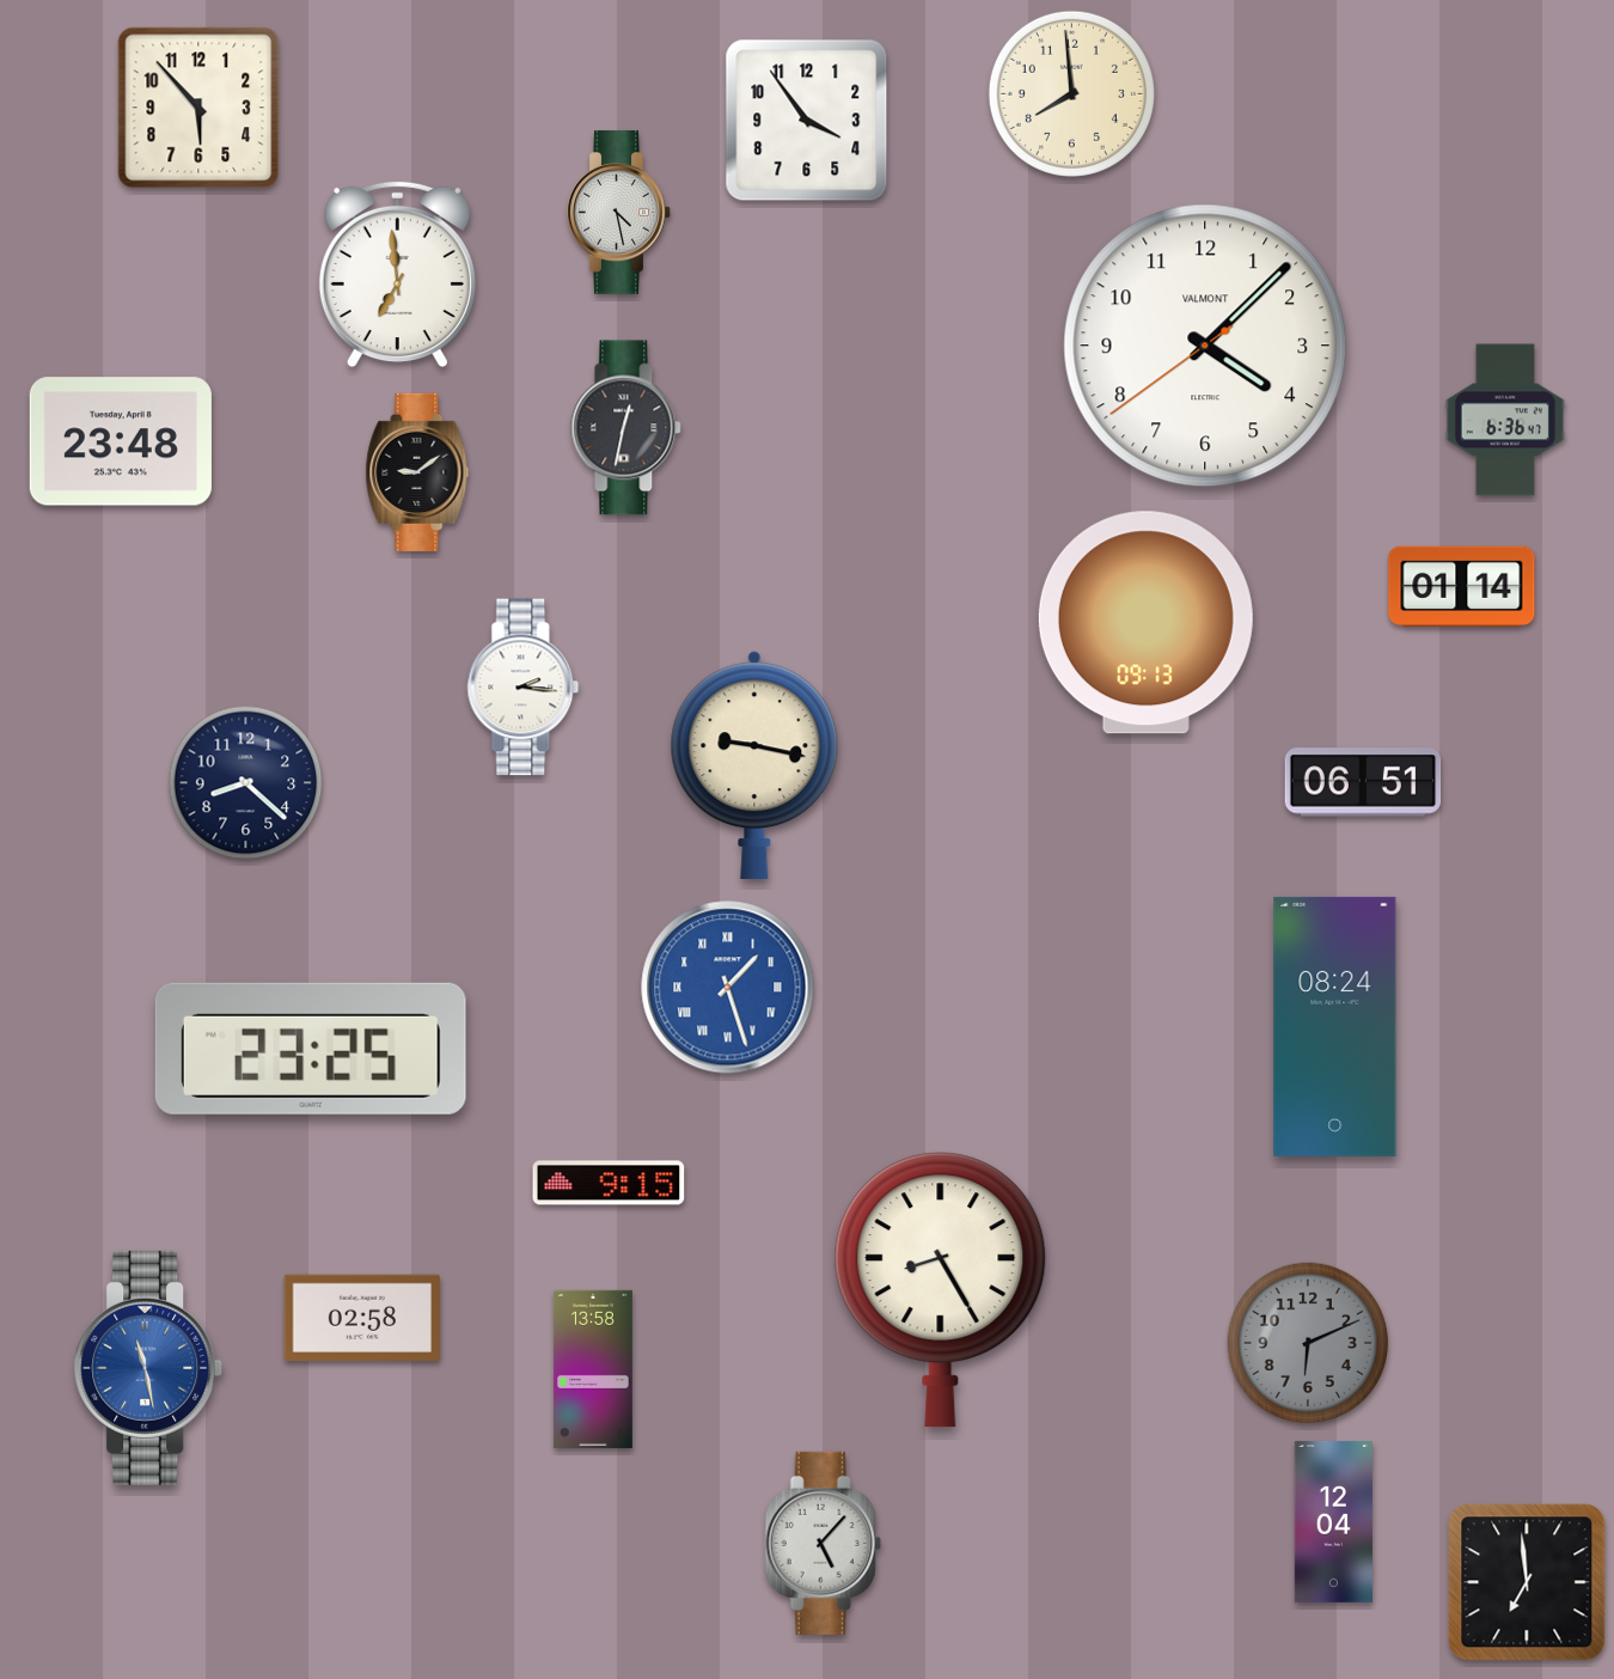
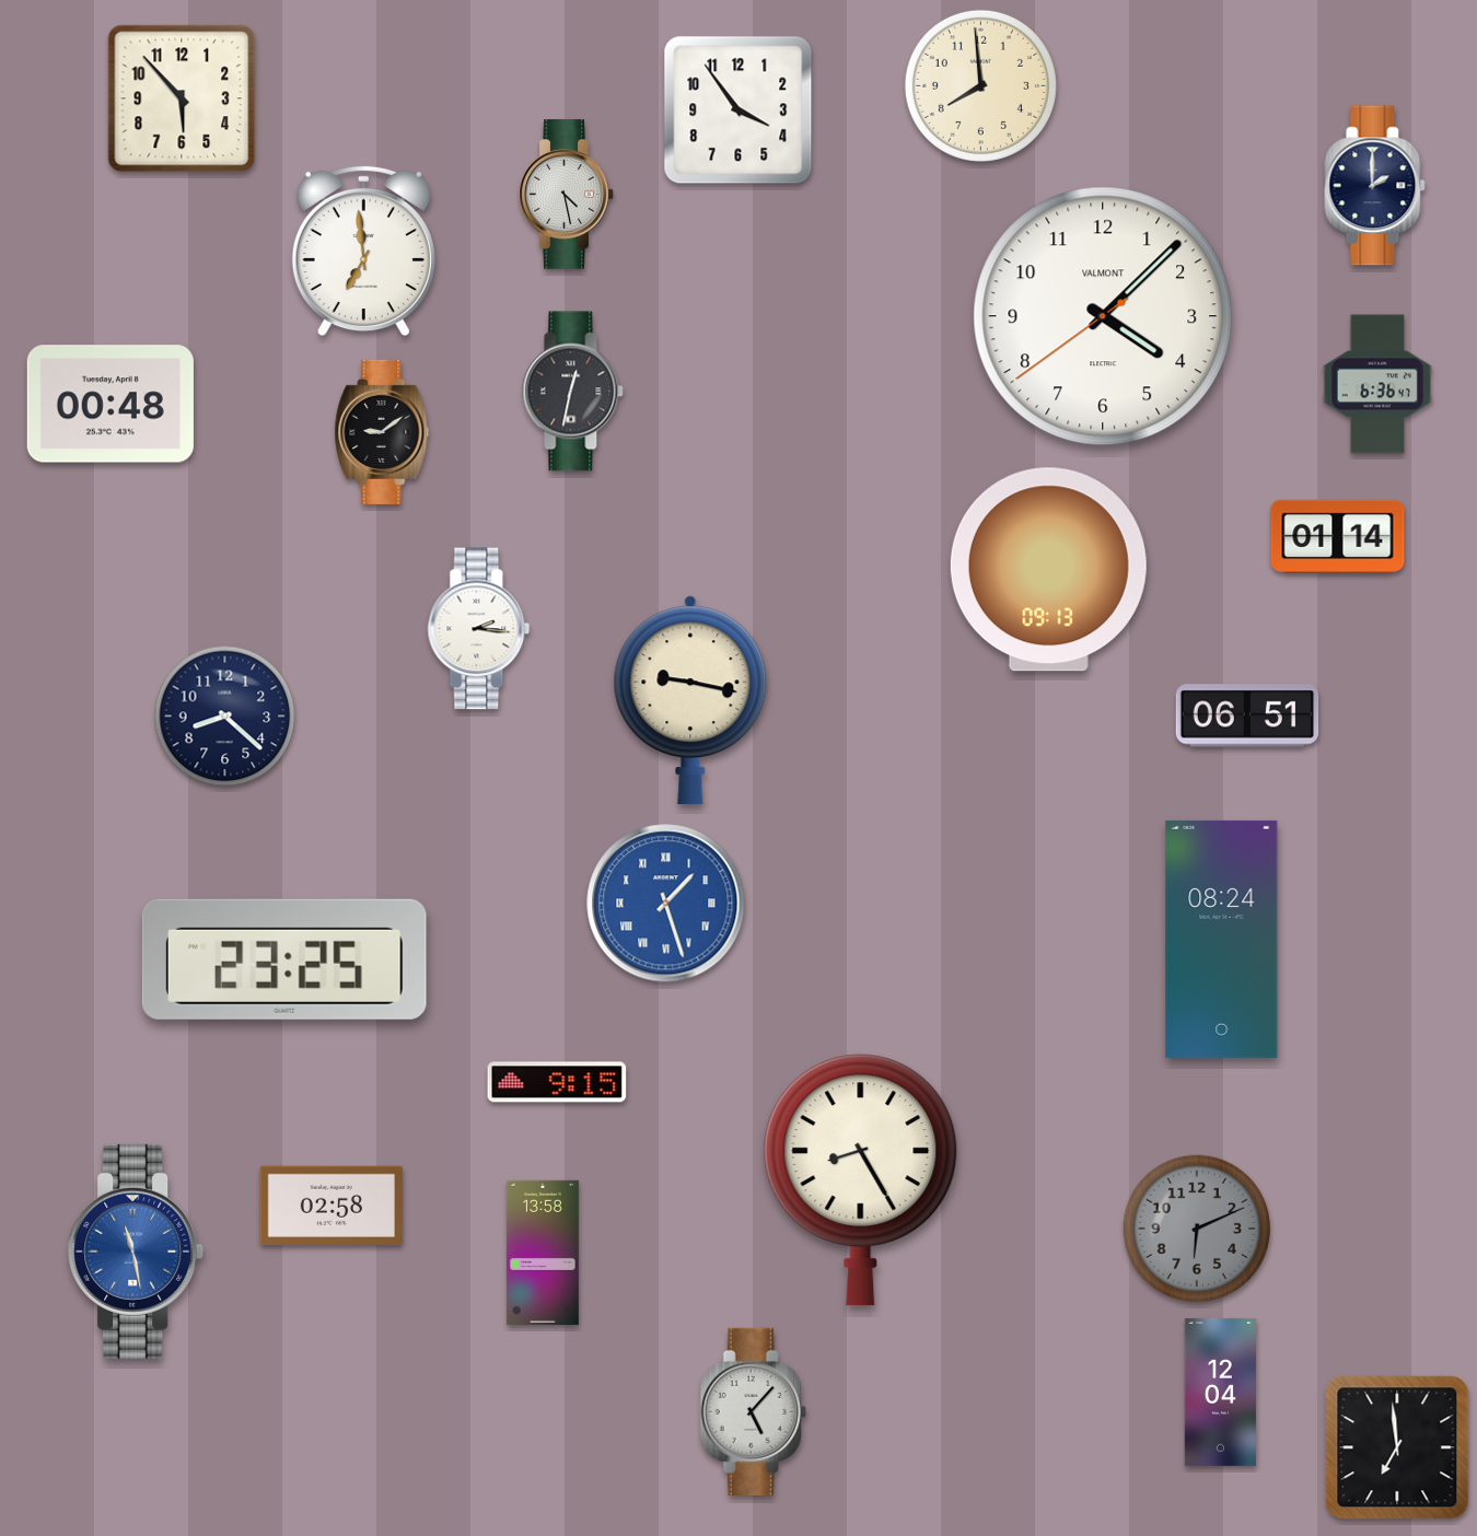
clock at (1375, 186): none -> 2:00
clock at (121, 441): 23:48 -> 00:48
